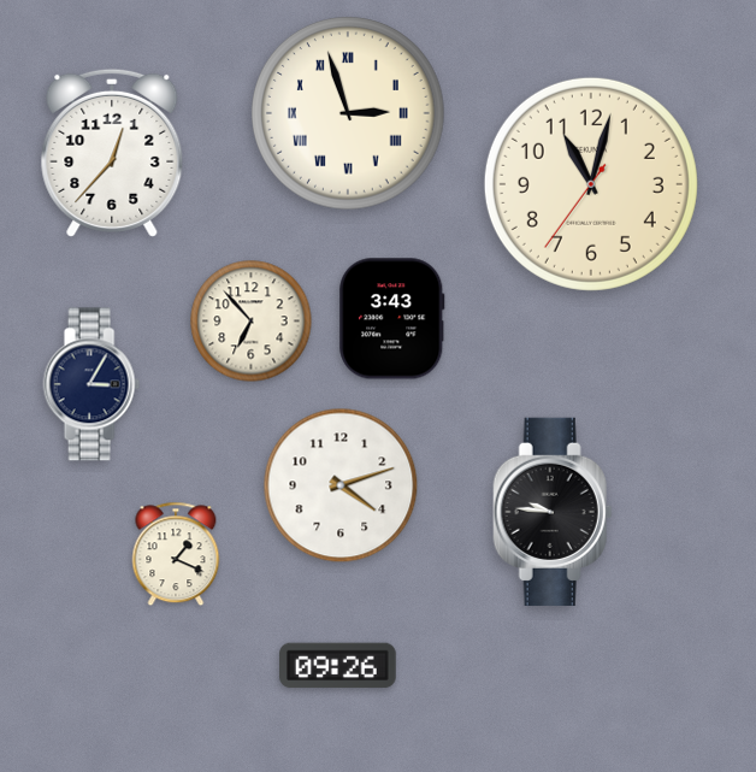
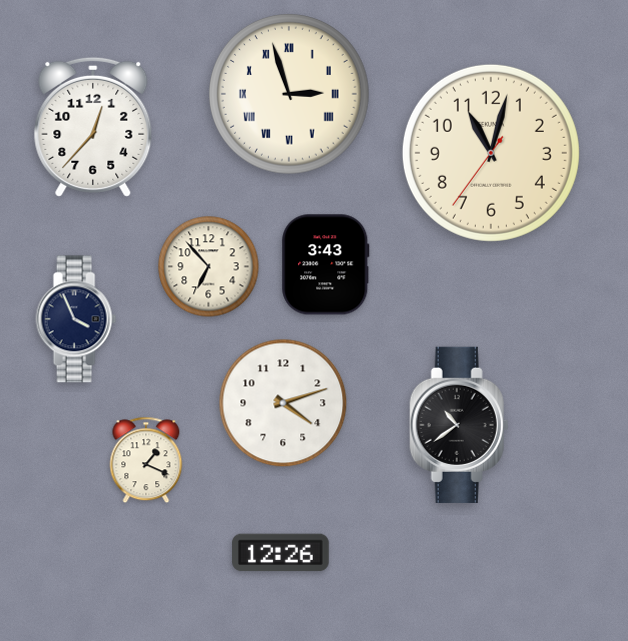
clock at (91, 384): 3:05 -> 3:56
clock at (553, 512): 9:46 -> 10:39
clock at (338, 666): 09:26 -> 12:26
